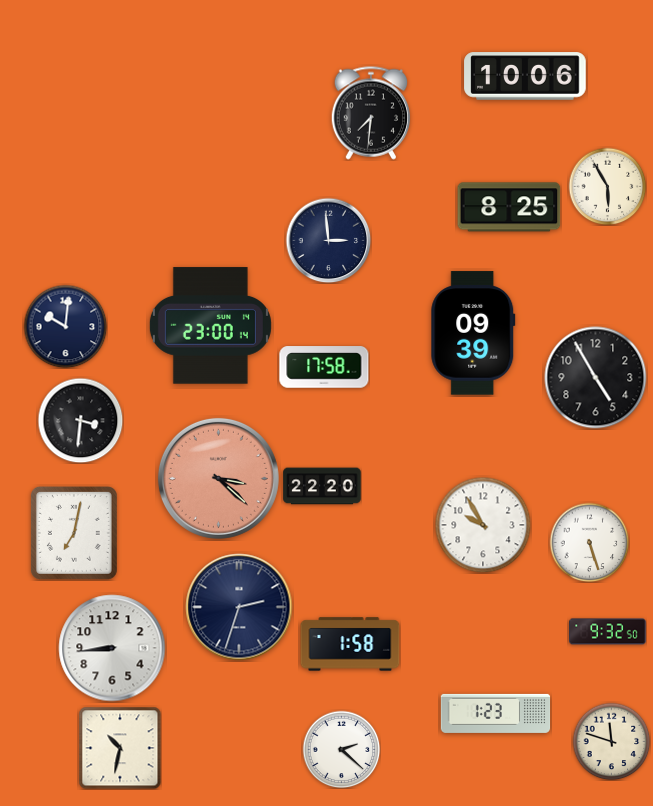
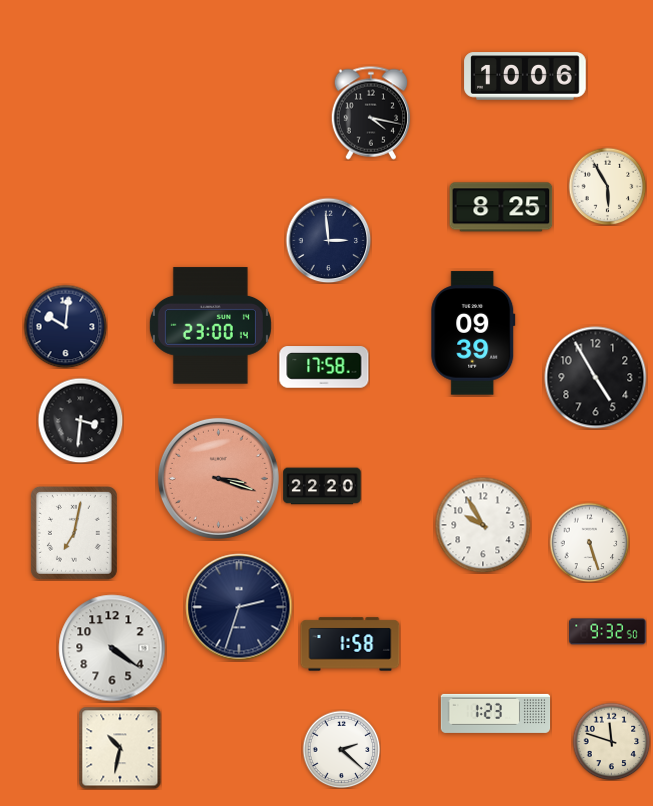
clock at (370, 113): 7:31 -> 4:17
clock at (509, 207) position: (509, 207) -> (501, 207)
clock at (218, 478): 3:22 -> 3:18
clock at (112, 648): 8:44 -> 4:21
